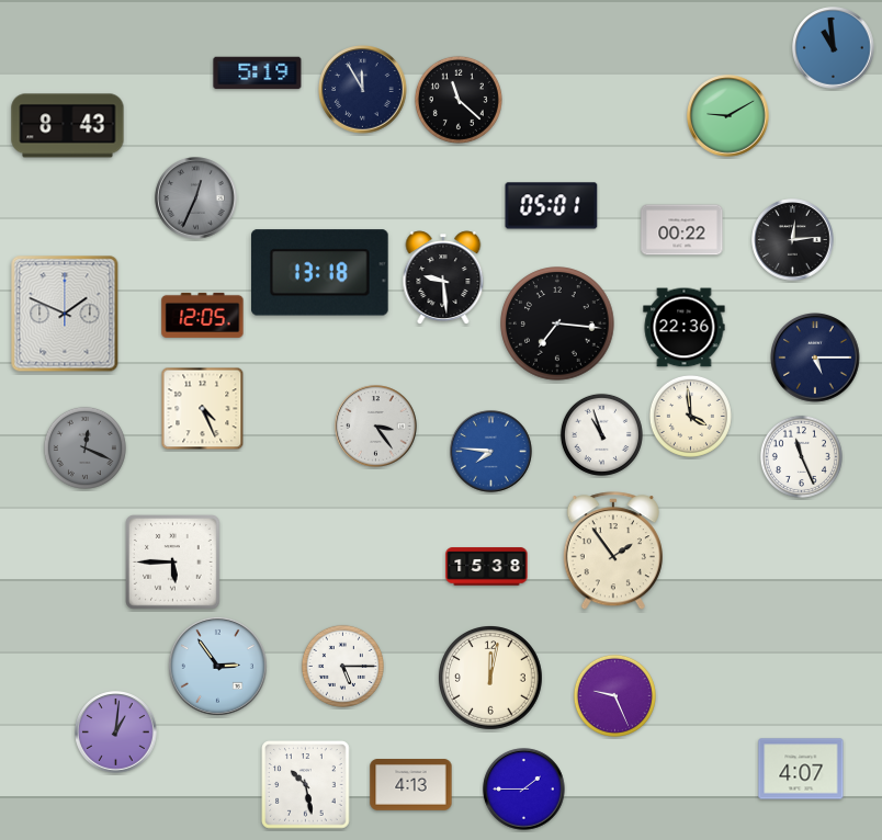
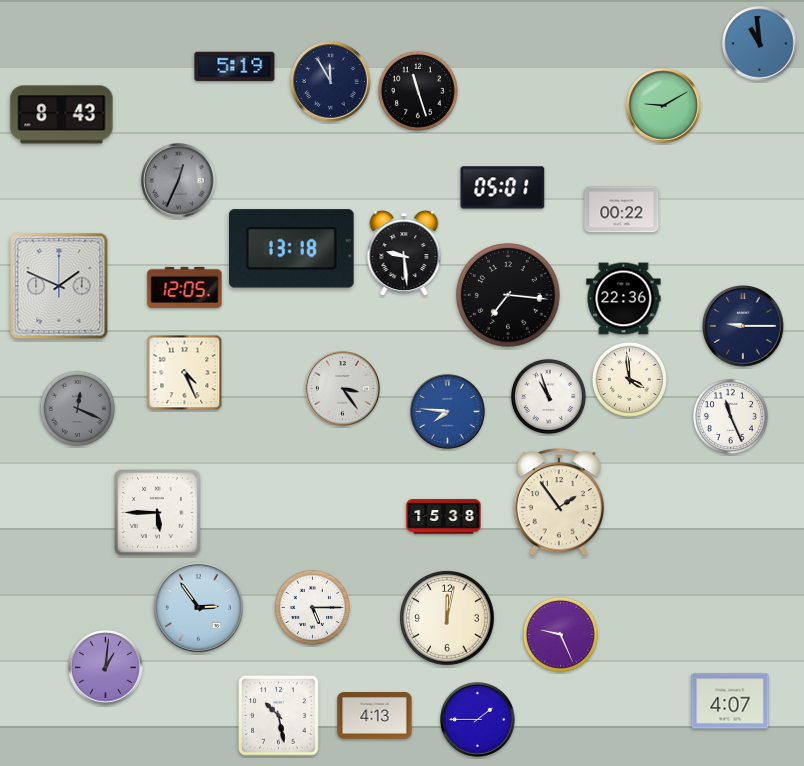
clock at (459, 100): 11:22 -> 11:27
clock at (793, 240): 12:14 -> none
clock at (816, 359): 5:15 -> 9:15
